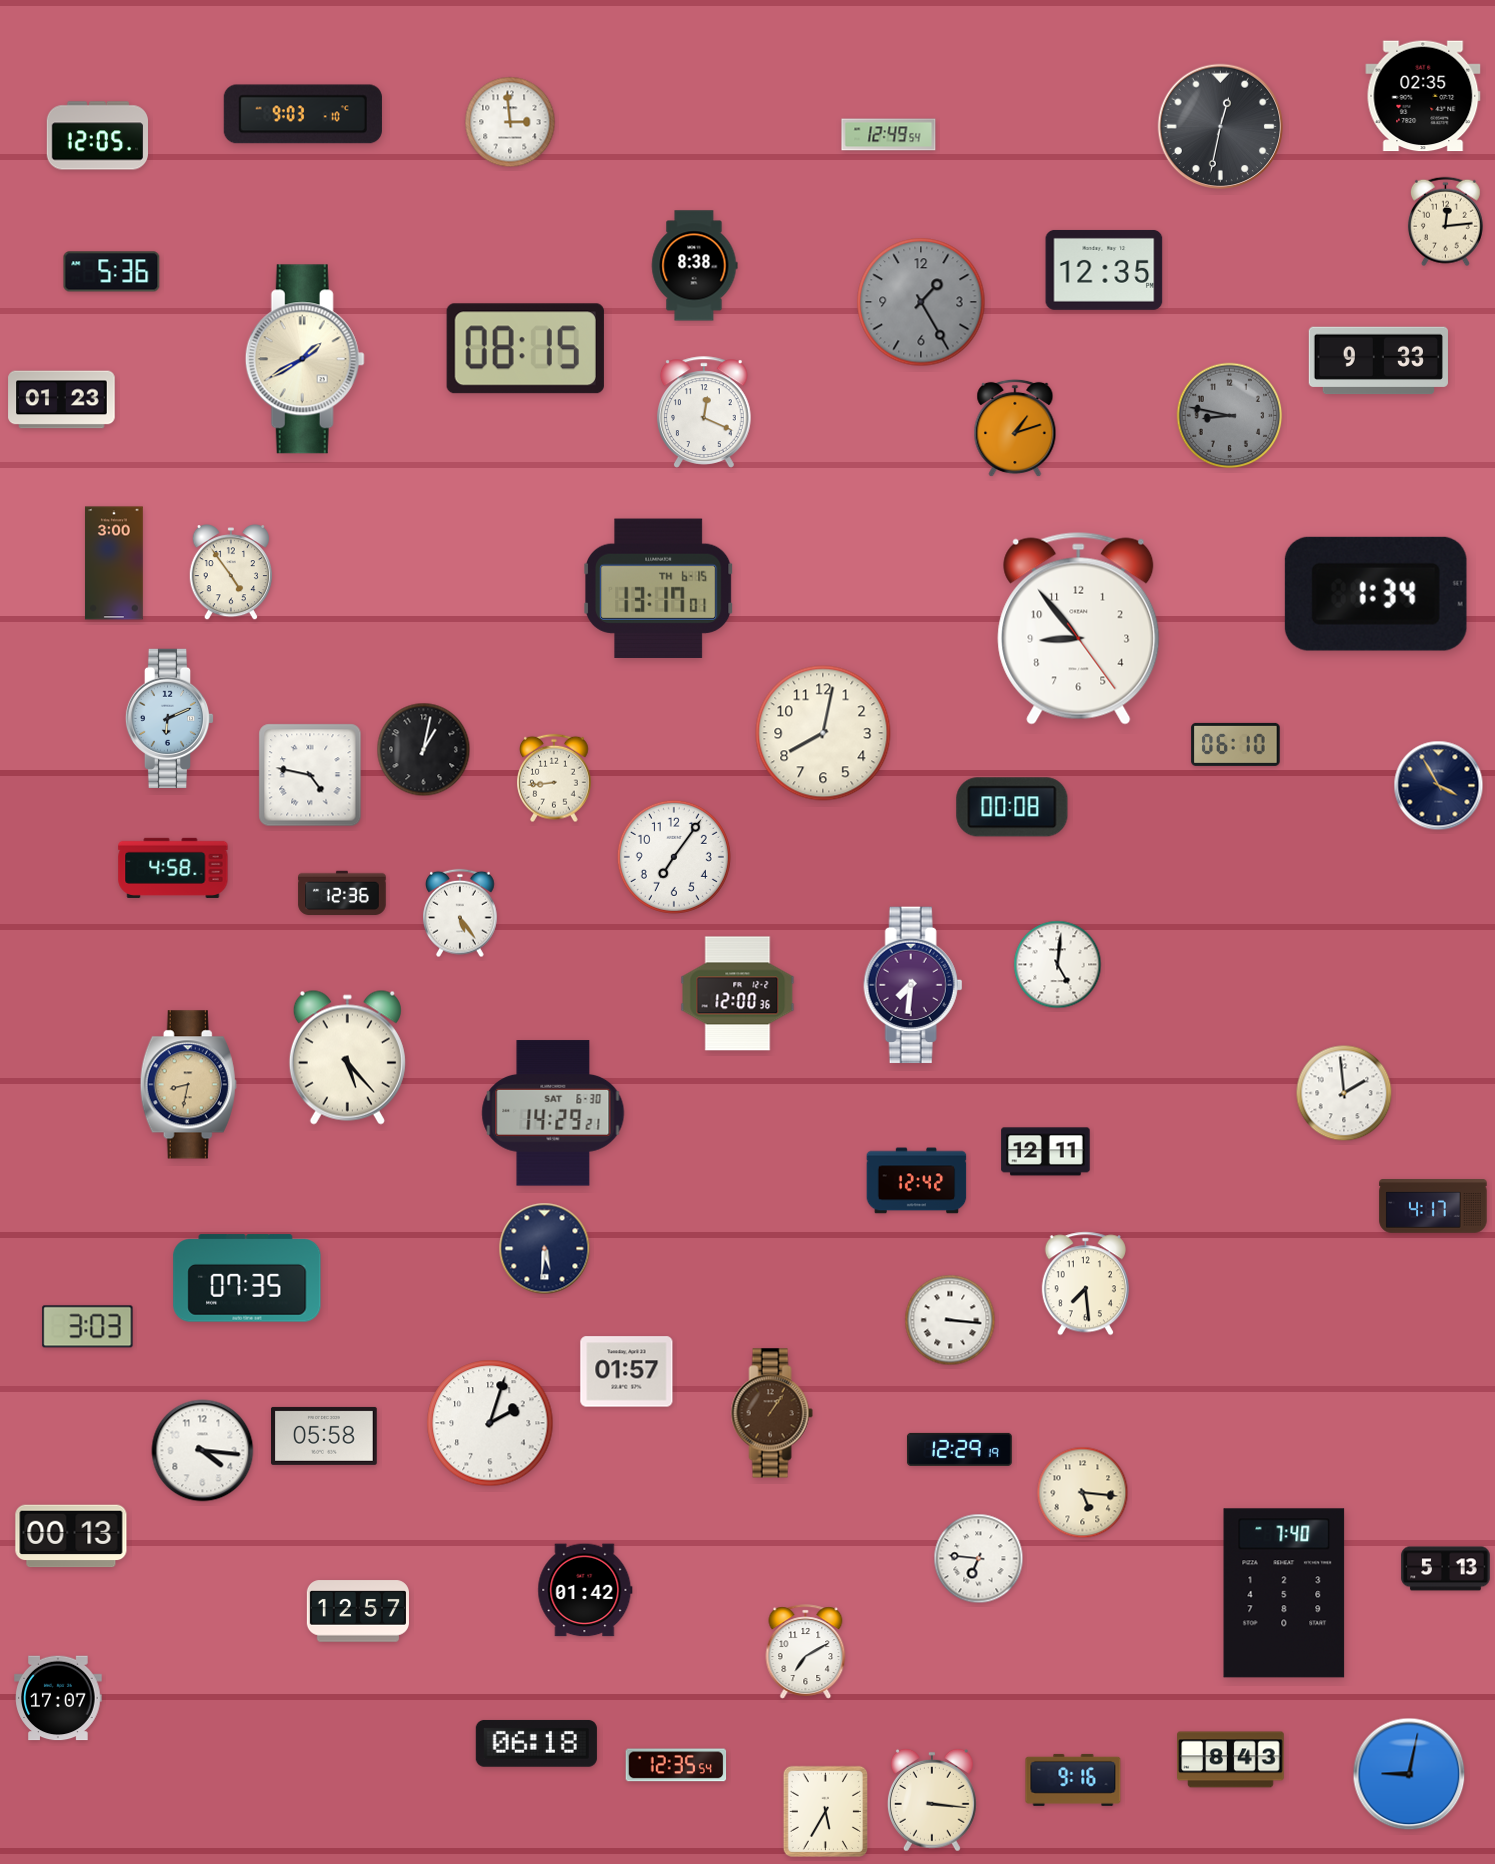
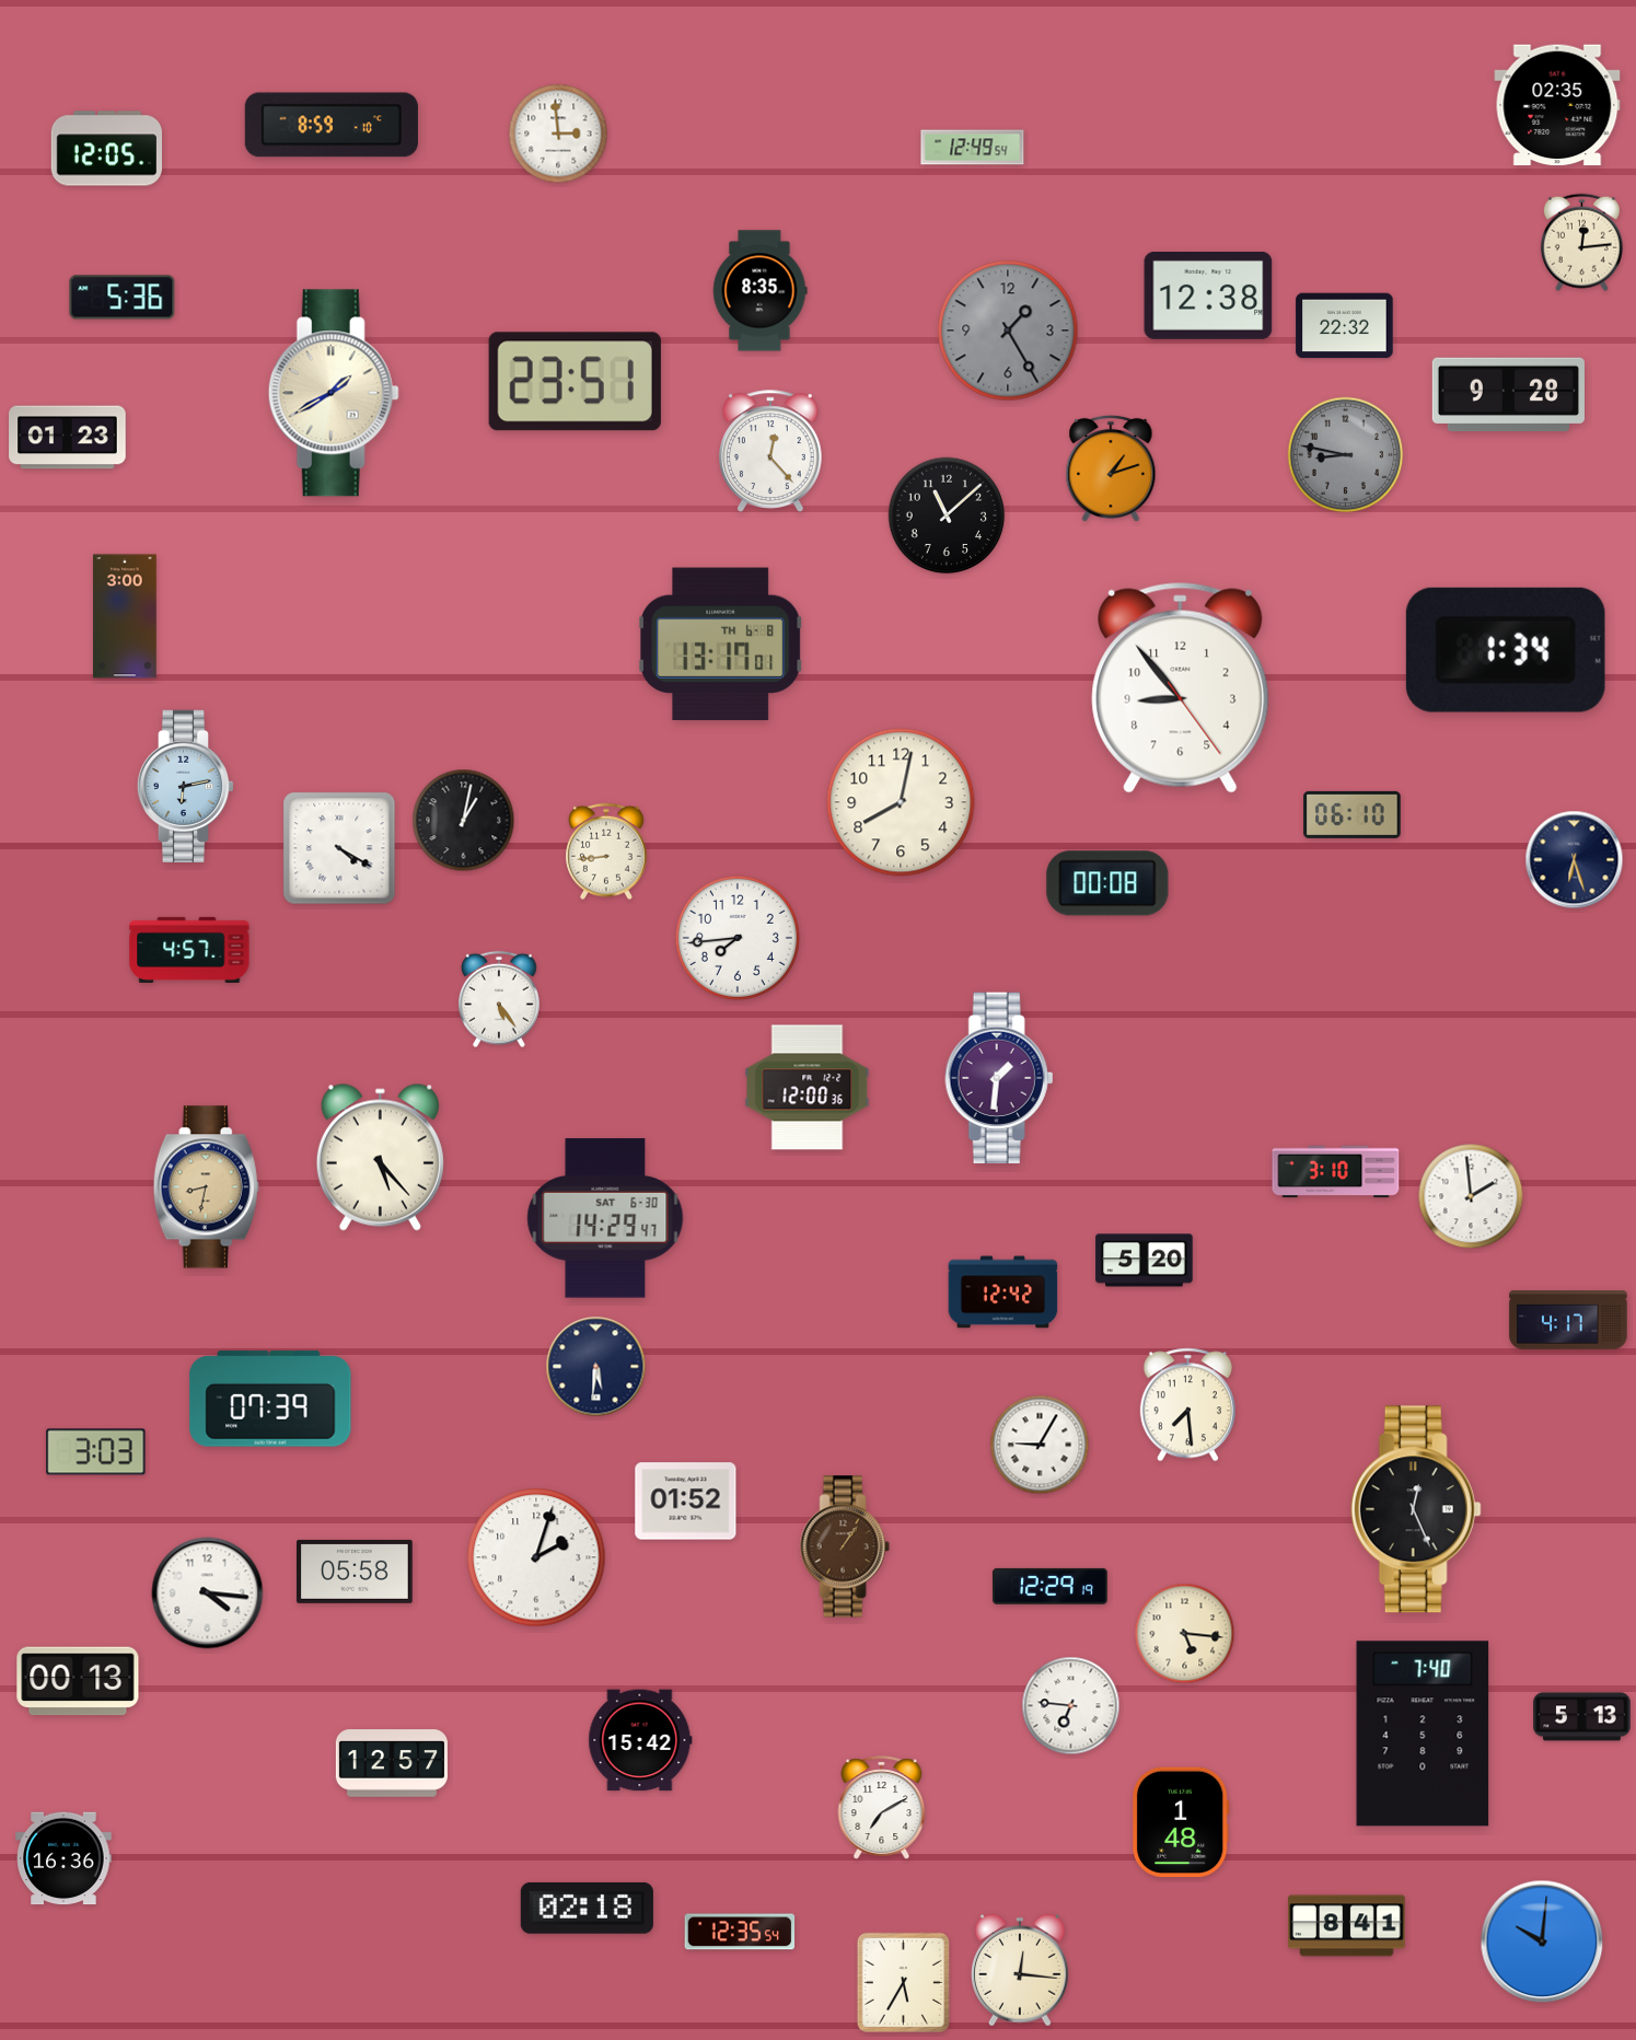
clock at (303, 114): 9:03 -> 8:59
clock at (1220, 126): 12:32 -> none
clock at (695, 266): 8:38 -> 8:35
clock at (1104, 270): 12:35 -> 12:38
clock at (1345, 326): none -> 22:32
clock at (525, 349): 08:15 -> 23:51
clock at (1378, 361): 9:33 -> 9:28
clock at (705, 412): 12:19 -> 12:23
clock at (947, 515): none -> 11:08
clock at (231, 573): 4:54 -> none
clock at (660, 589) date: TH 6-15 -> TH 6-8
clock at (170, 718): 6:11 -> 6:13
clock at (310, 775): 4:47 -> 4:20
clock at (1439, 786): 3:55 -> 6:27
clock at (674, 857): 7:06 -> 7:44
clock at (173, 868): 4:58 -> 4:57
clock at (342, 893): 12:36 -> none
clock at (461, 913) position: (461, 913) -> (500, 999)
clock at (1058, 965): 5:01 -> none
clock at (913, 985): 7:31 -> 1:31
clock at (1336, 1172): none -> 3:10
clock at (553, 1113): 14:29:21 -> 14:29:47
clock at (1046, 1152): 12:11 -> 5:20
clock at (247, 1278): 07:35 -> 07:39
clock at (950, 1320): 3:16 -> 9:05
clock at (627, 1372): 01:57 -> 01:52
clock at (1416, 1509): none -> 12:26
clock at (203, 1451) position: (203, 1451) -> (208, 1593)
clock at (585, 1590): 01:42 -> 15:42
clock at (1284, 1593) position: (1284, 1593) -> (1423, 1734)
clock at (1181, 1822): none -> 1:48
clock at (58, 1698): 17:07 -> 16:36
clock at (536, 1743): 06:18 -> 02:18
clock at (1231, 1760): 8:43 -> 8:41
clock at (1409, 1774): 9:02 -> 10:01
clock at (1073, 1780): 9:16 -> none
clock at (932, 1800): 3:16 -> 12:16
